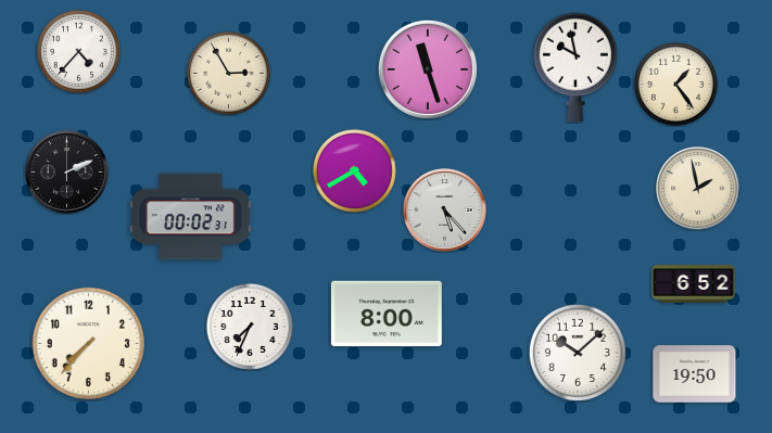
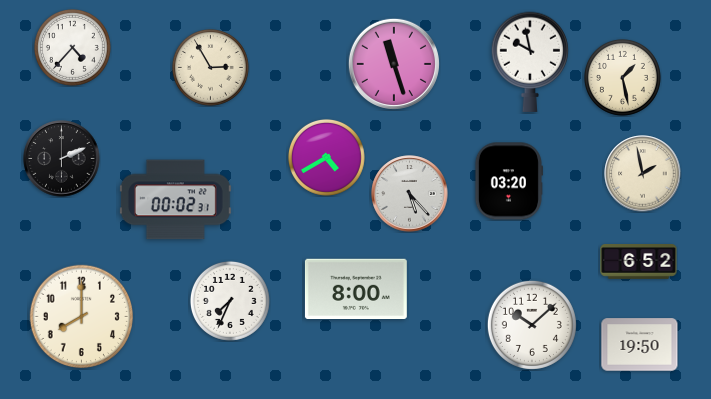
clock at (675, 84): 1:24 -> 1:28
clock at (508, 181): none -> 03:20
clock at (88, 343): 7:37 -> 8:00
